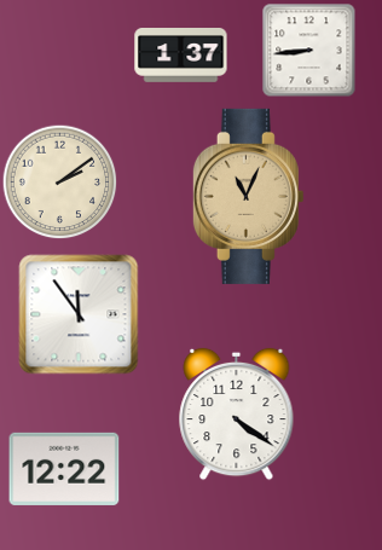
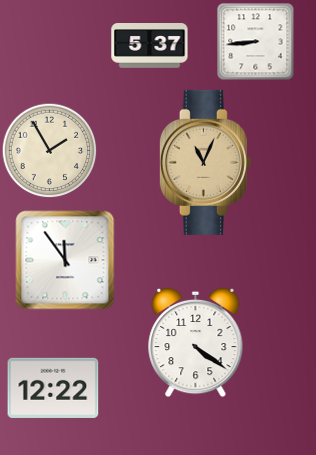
clock at (181, 56): 1:37 -> 5:37
clock at (59, 181): 2:09 -> 1:55
